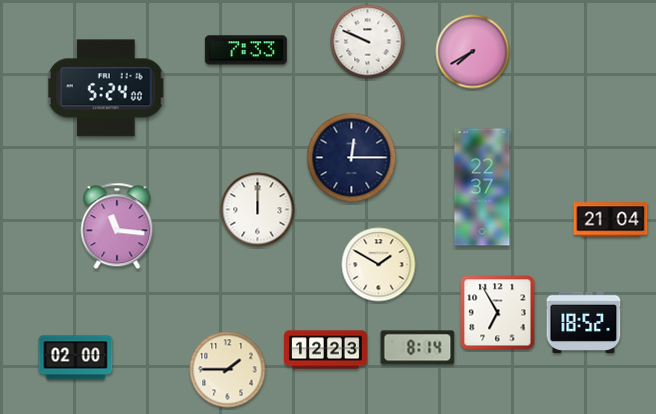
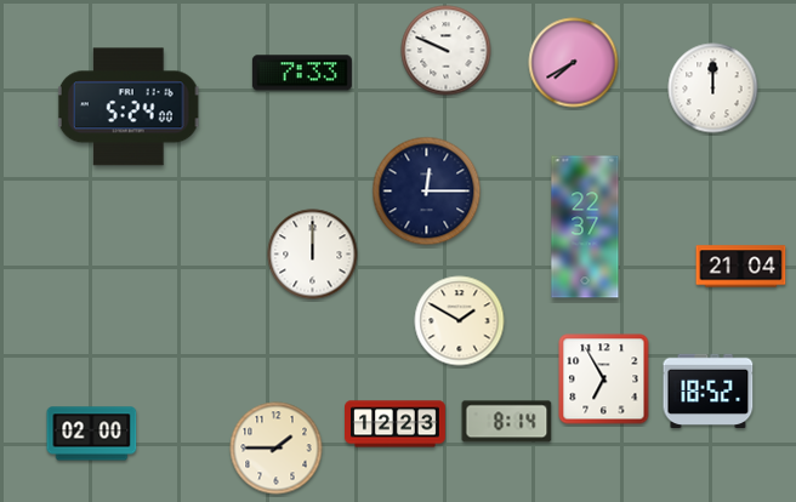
clock at (246, 50) position: (246, 50) -> (302, 73)
clock at (713, 89): none -> 12:00
clock at (117, 226): 11:16 -> none
